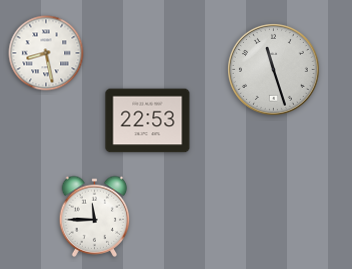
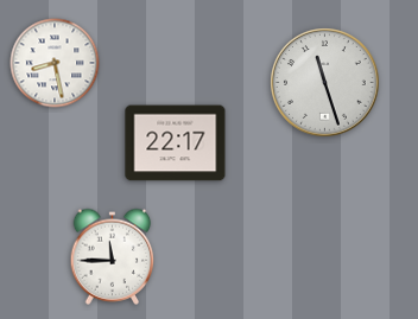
clock at (148, 121): 22:53 -> 22:17
